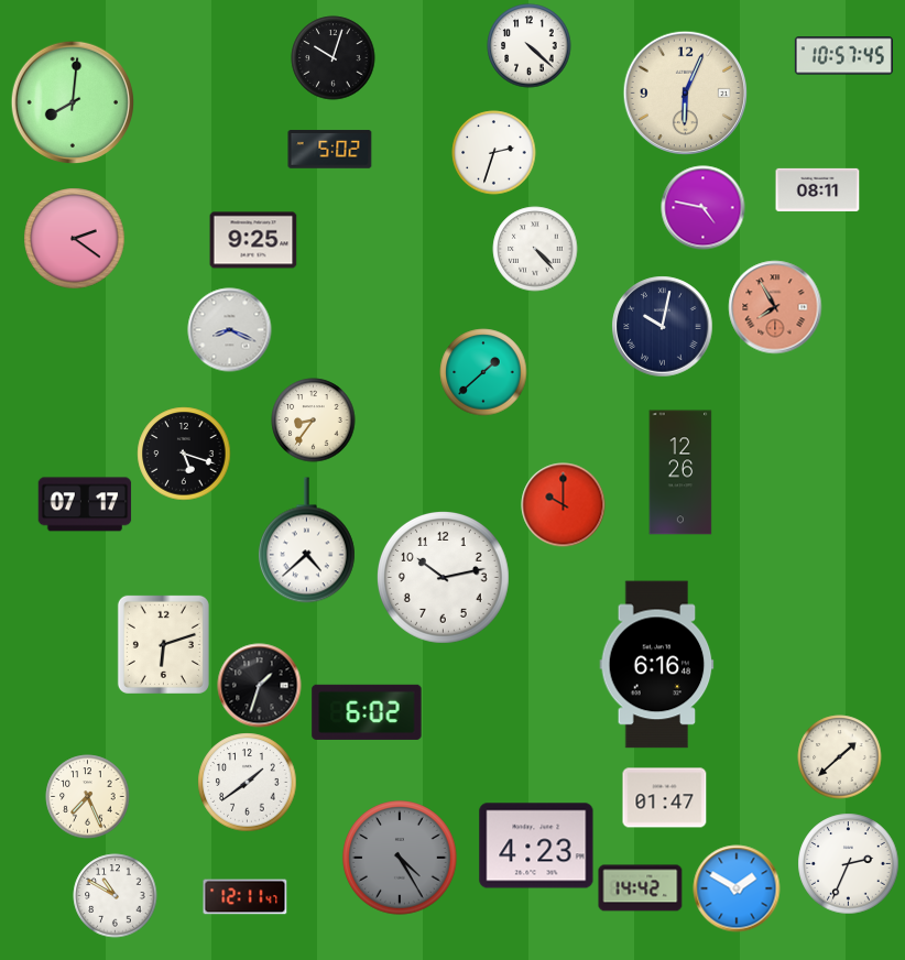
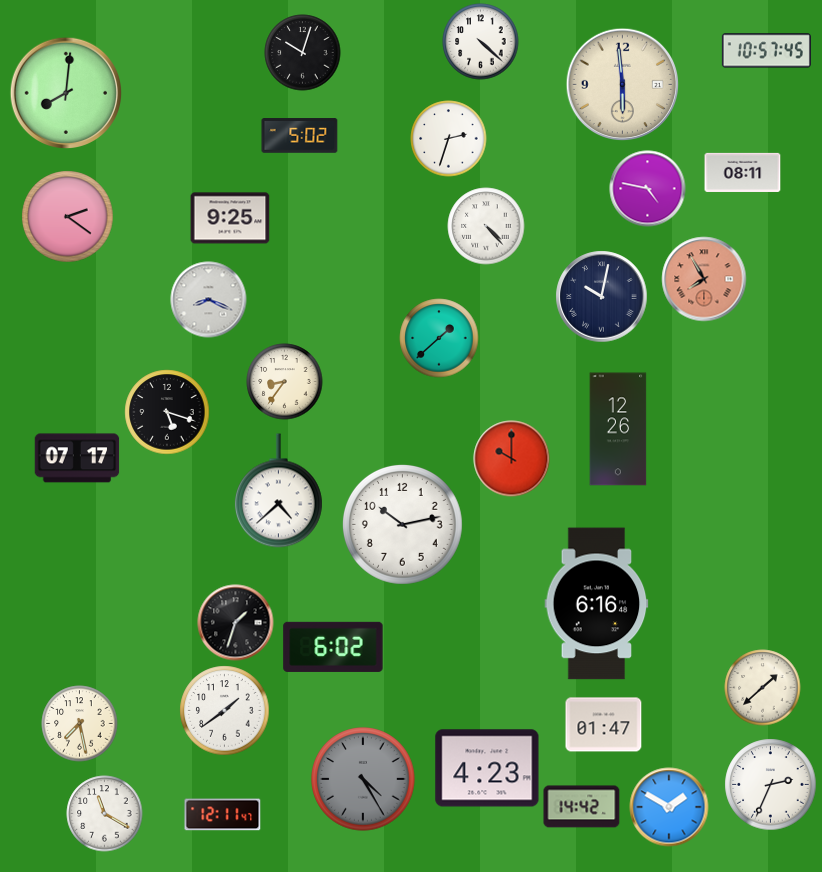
clock at (685, 92): 6:04 -> 5:59
clock at (704, 208) position: (704, 208) -> (648, 189)
clock at (163, 644): 6:12 -> none
clock at (88, 797): 7:26 -> 7:28
clock at (116, 896): 10:50 -> 11:20
